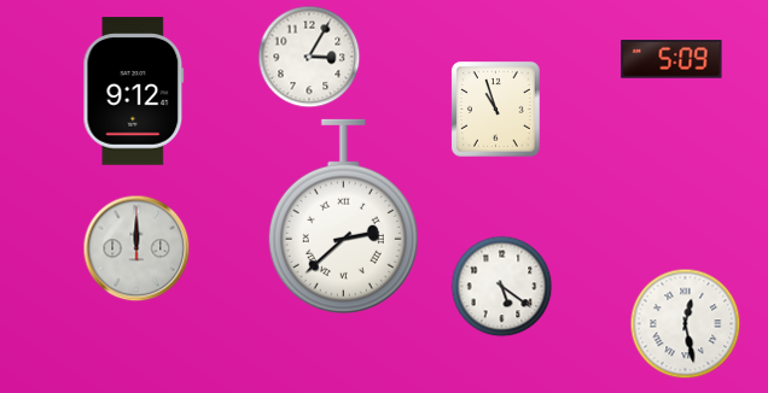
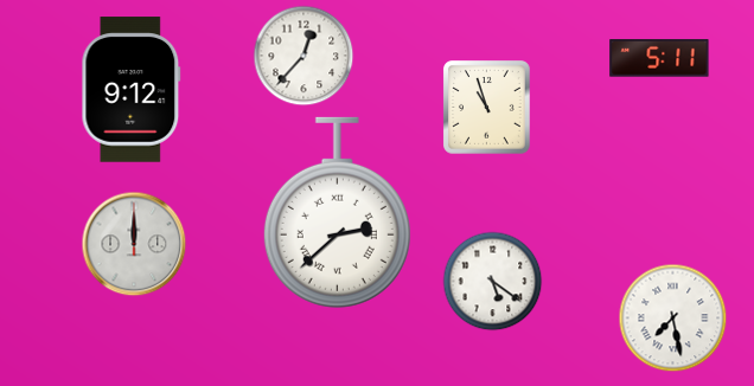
clock at (309, 57): 3:05 -> 12:37
clock at (671, 59): 5:09 -> 5:11
clock at (685, 323): 12:28 -> 7:28
